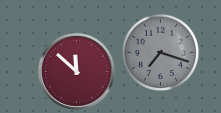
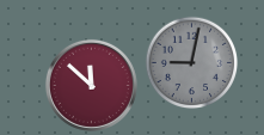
clock at (160, 52): 7:18 -> 9:02
